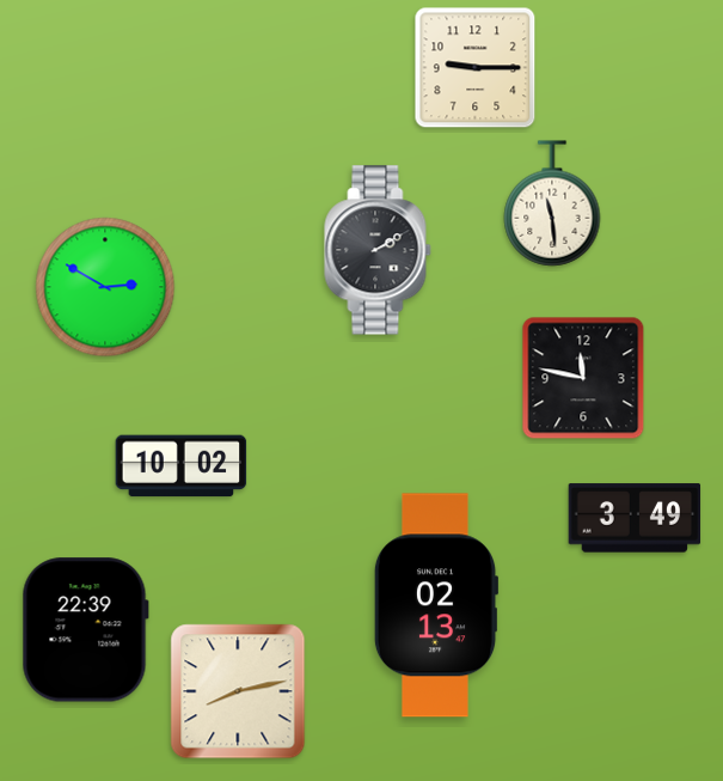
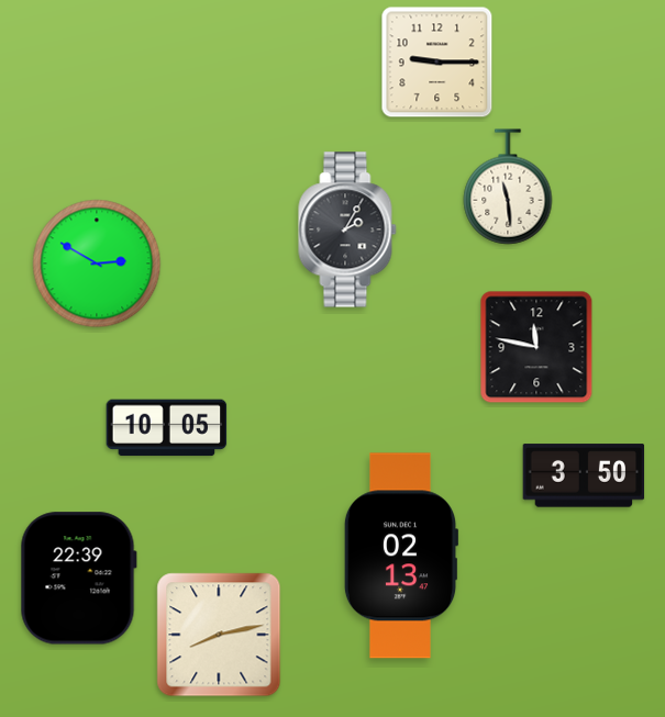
clock at (378, 250): 2:10 -> 2:05
clock at (182, 466): 10:02 -> 10:05
clock at (635, 518): 3:49 -> 3:50
